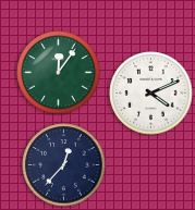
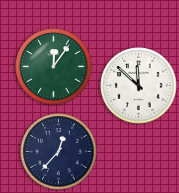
clock at (151, 94): 4:11 -> 11:52
